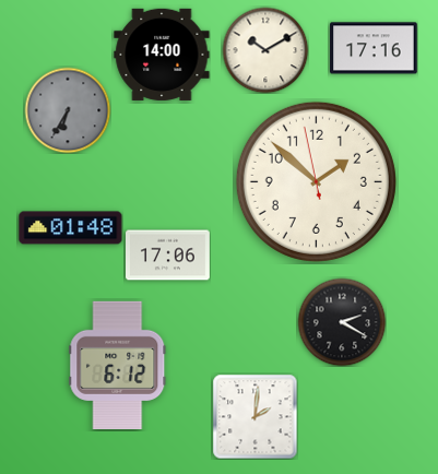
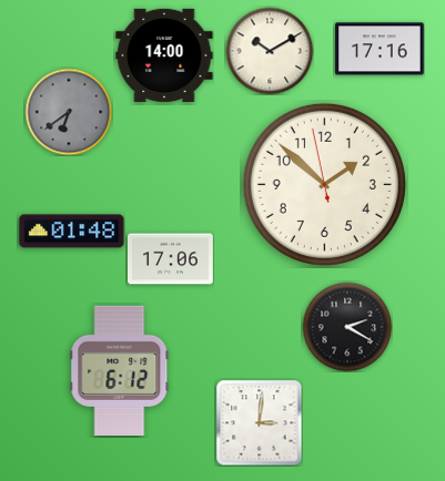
clock at (68, 110): 6:35 -> 6:39
clock at (316, 181) position: (316, 181) -> (324, 184)
clock at (254, 416): 2:01 -> 3:01
